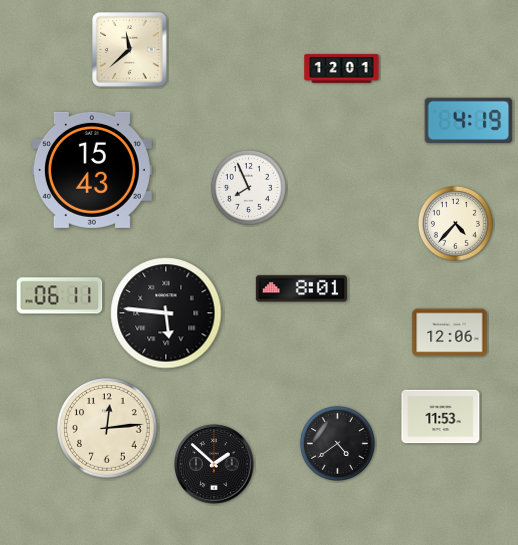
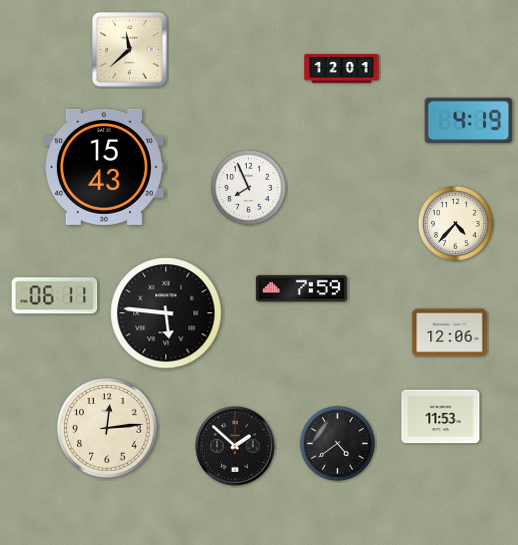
clock at (92, 170) position: (92, 170) -> (104, 167)
clock at (301, 289): 8:01 -> 7:59
clock at (60, 296) position: (60, 296) -> (55, 296)
clock at (214, 464) position: (214, 464) -> (235, 446)
